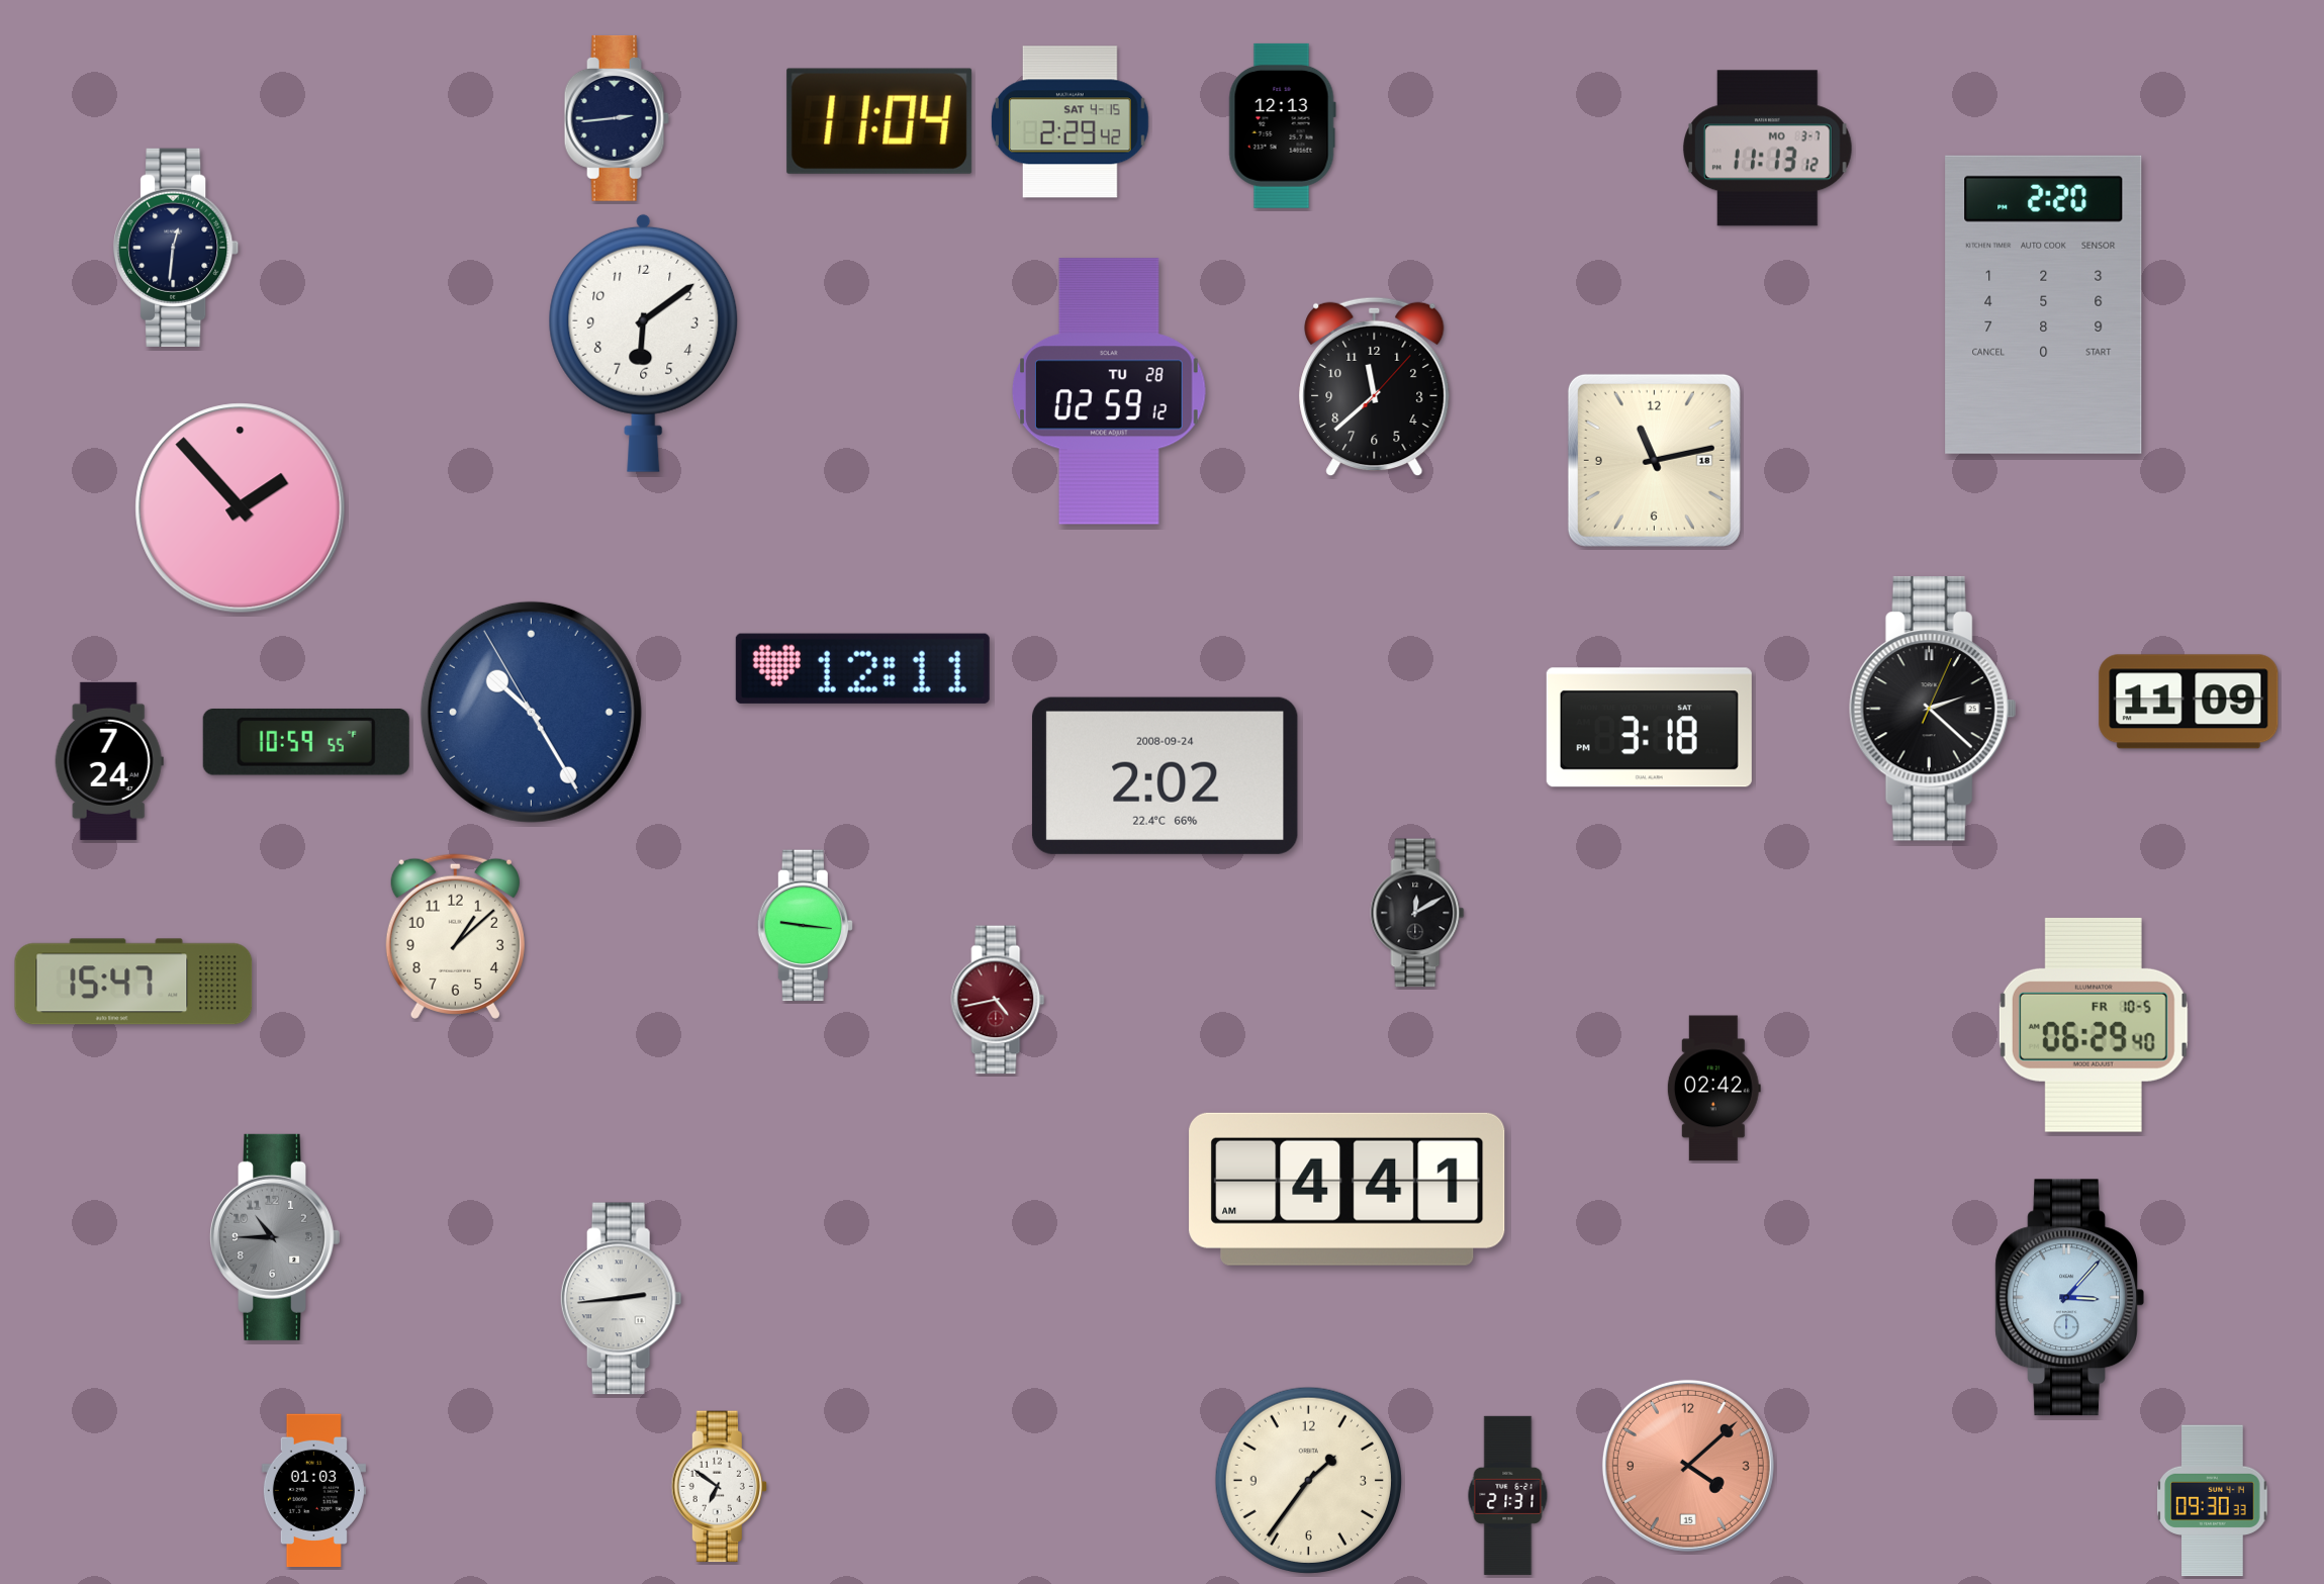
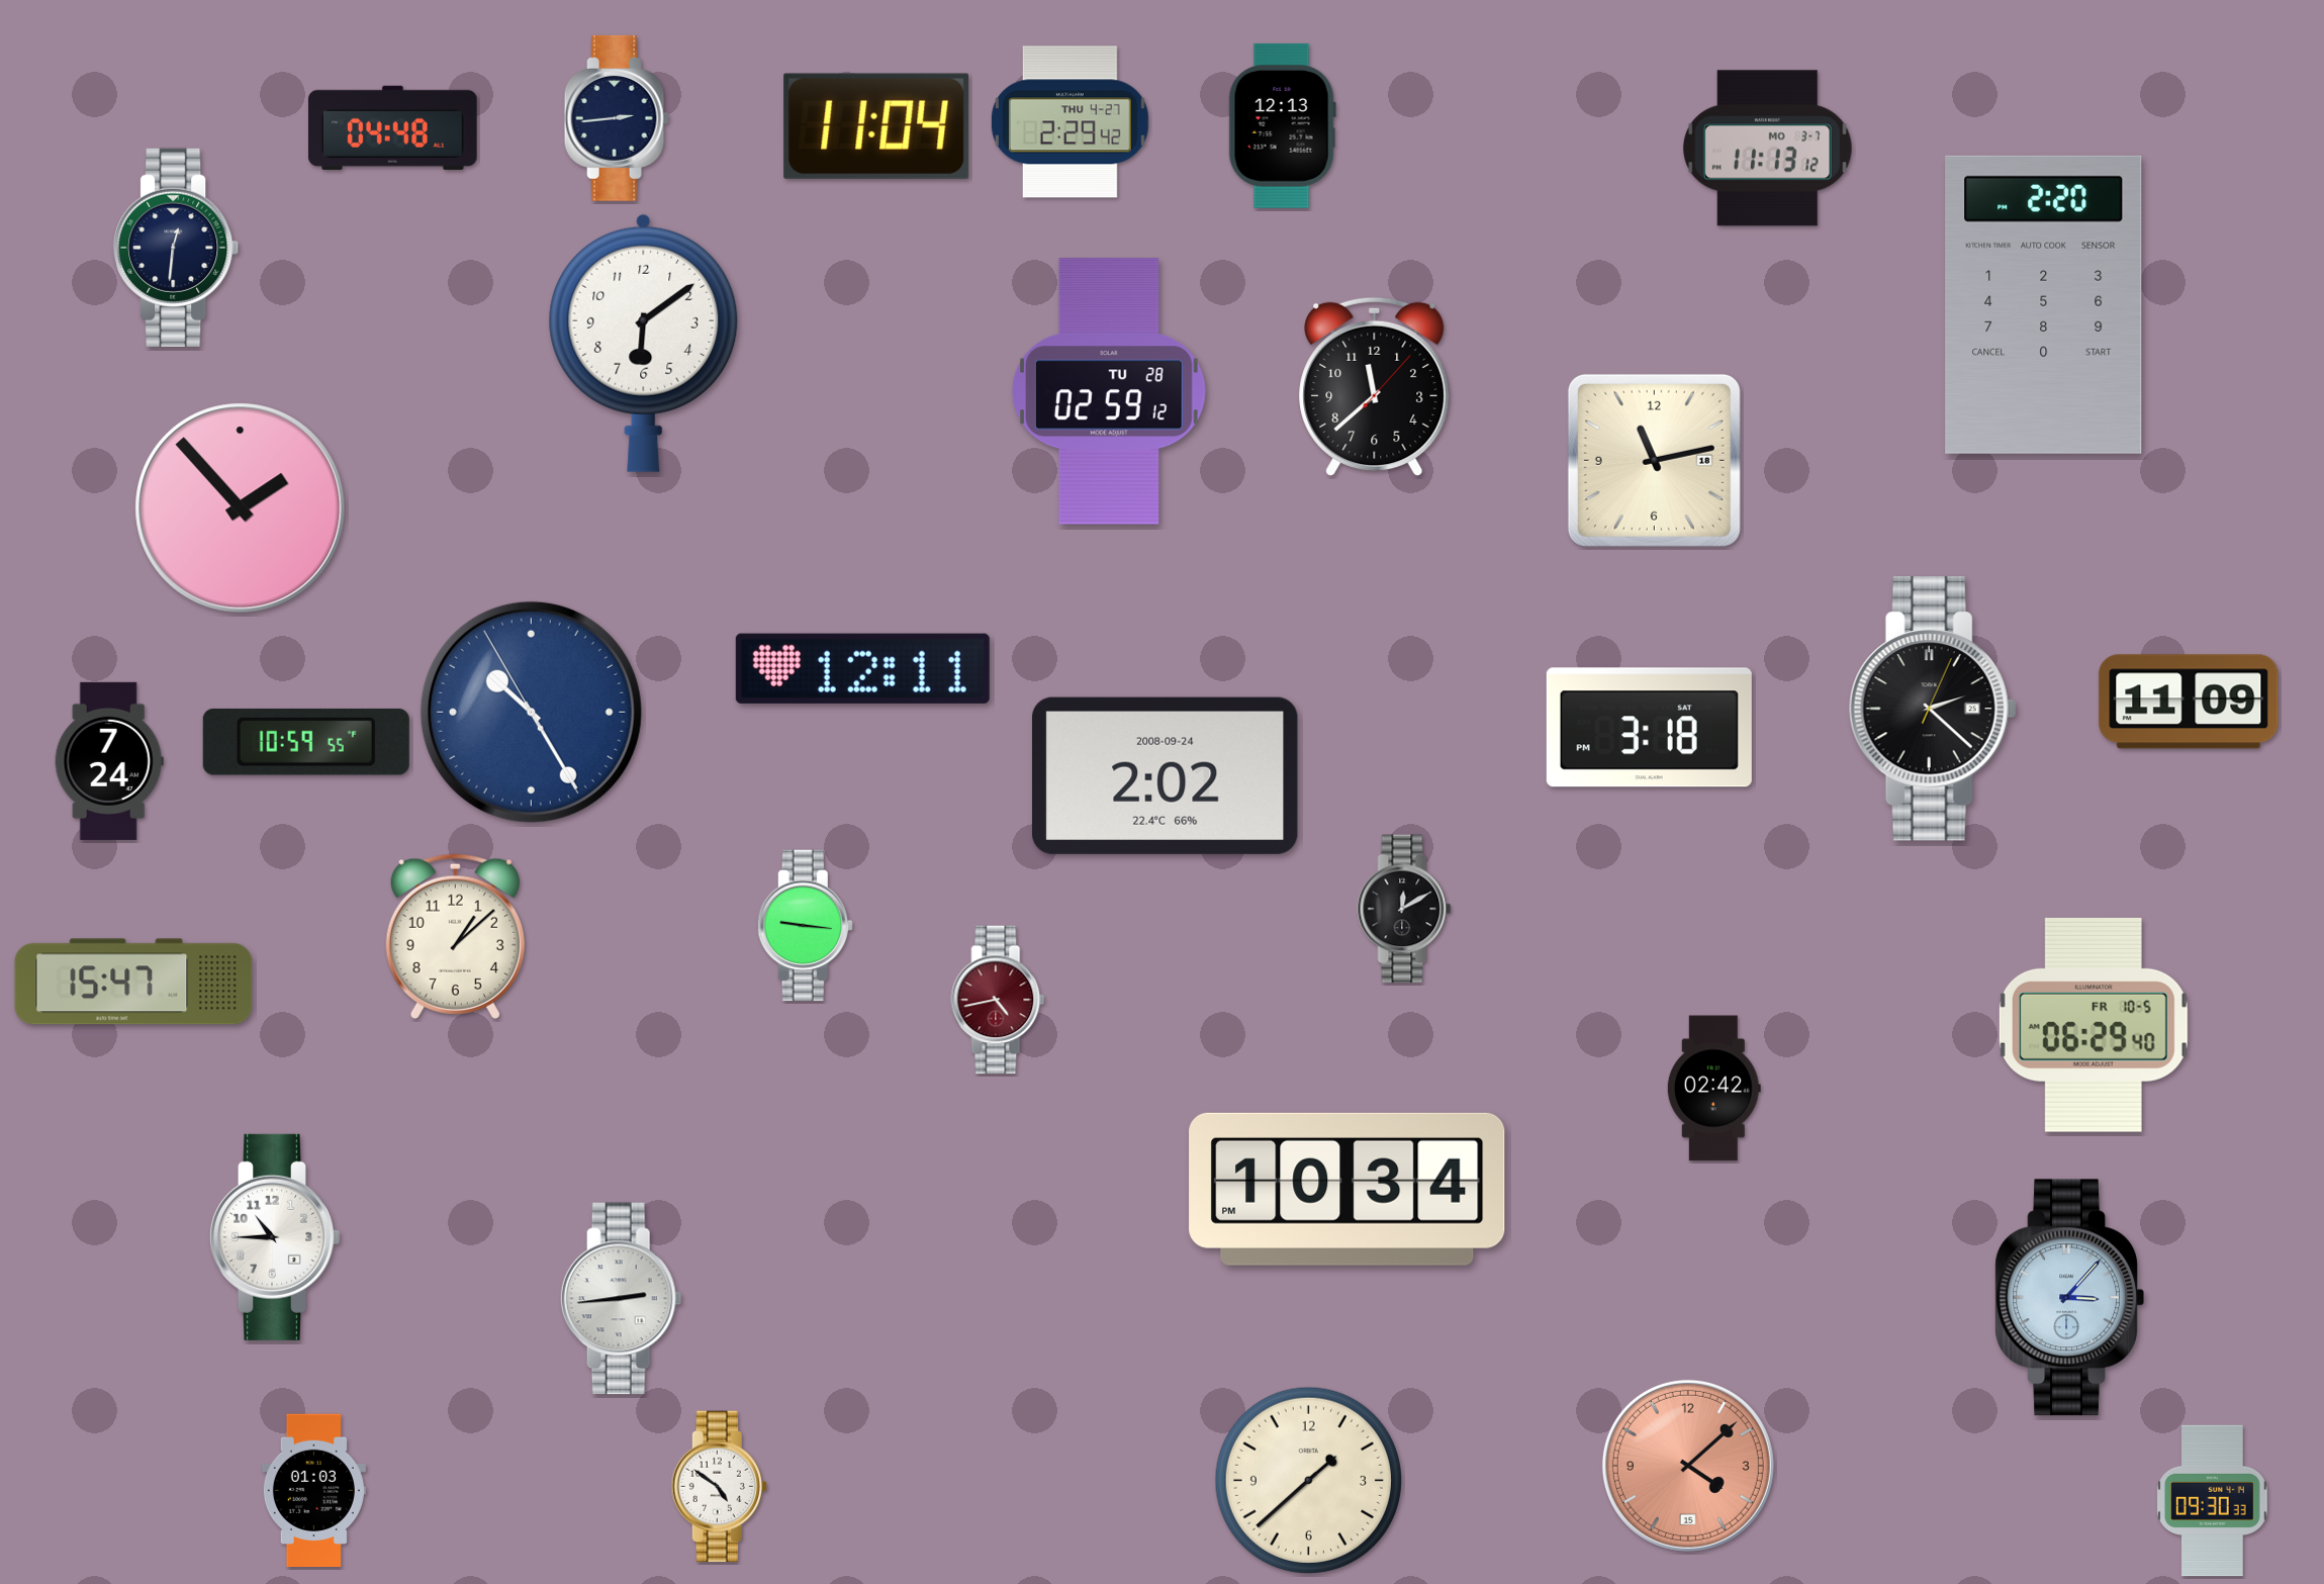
clock at (879, 121) position: (879, 121) -> (876, 126)
clock at (1070, 122) date: SAT 4-15 -> THU 4-27
clock at (393, 127): none -> 04:48
clock at (1417, 913) position: (1417, 913) -> (1404, 909)
clock at (1347, 1189): 4:41 -> 10:34
clock at (275, 1237) dial: grey -> white
clock at (1308, 1480): 1:36 -> 1:38
clock at (719, 1487): 6:51 -> 4:51
clock at (1508, 1495): 21:31 -> none
